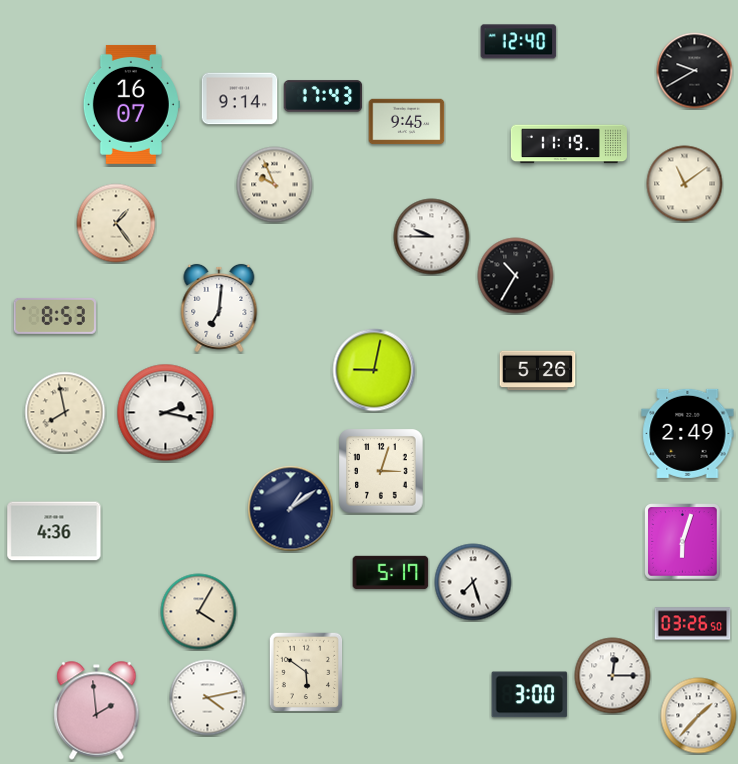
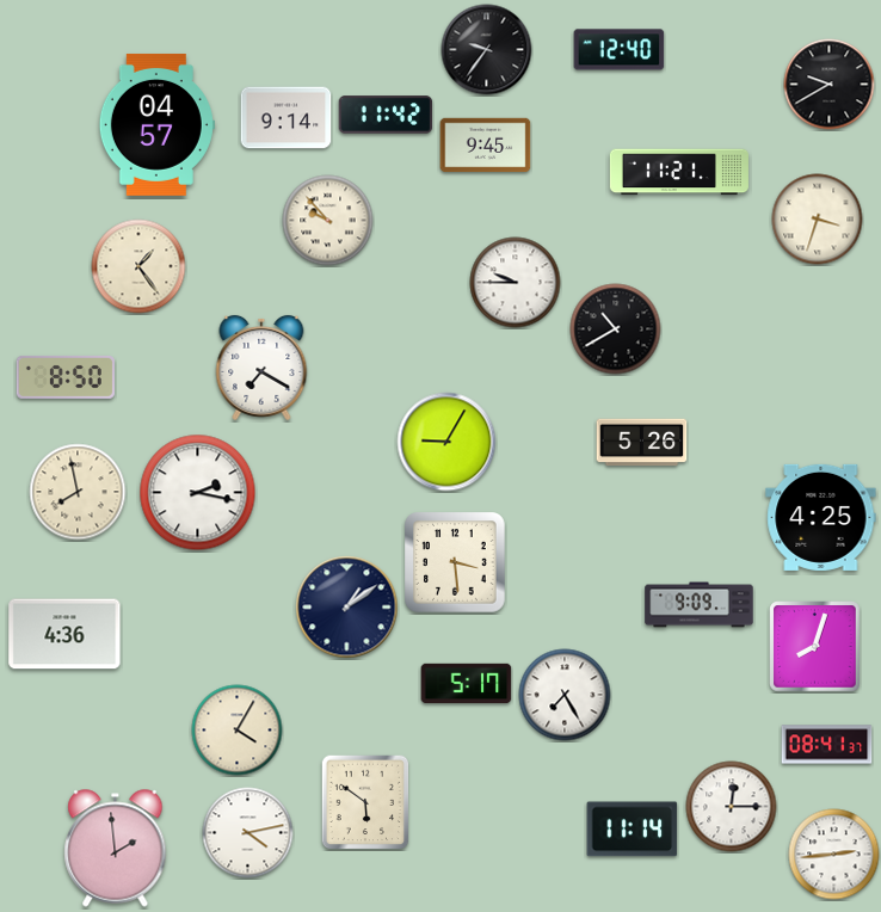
clock at (487, 50): none -> 9:36
clock at (323, 96): 17:43 -> 11:42
clock at (131, 104): 16:07 -> 04:57
clock at (569, 144): 11:19 -> 11:21
clock at (685, 184): 11:09 -> 3:33
clock at (275, 185): 9:56 -> 9:53
clock at (516, 276): 10:35 -> 10:40
clock at (219, 308): 7:01 -> 7:20
clock at (55, 316): 8:53 -> 8:50
clock at (374, 370): 9:02 -> 9:05
clock at (688, 433): 2:49 -> 4:25
clock at (381, 471): 3:03 -> 3:29
clock at (700, 605): none -> 9:09
clock at (683, 542): 6:03 -> 8:03
clock at (473, 582): 7:27 -> 7:25
clock at (693, 624): 03:26 -> 08:41
clock at (530, 695): 3:00 -> 11:14
clock at (699, 716): 1:37 -> 2:44
